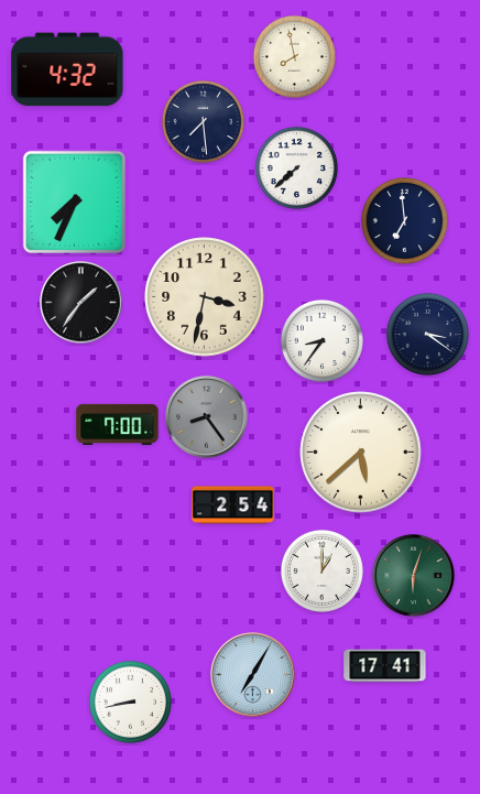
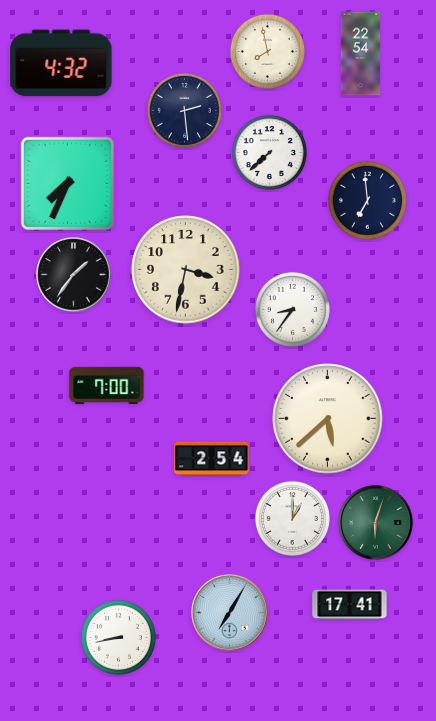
clock at (361, 54): none -> 22:54
clock at (203, 121): 7:29 -> 2:29
clock at (427, 334): 3:21 -> none
clock at (207, 417): 8:24 -> none
clock at (361, 453) position: (361, 453) -> (328, 419)
